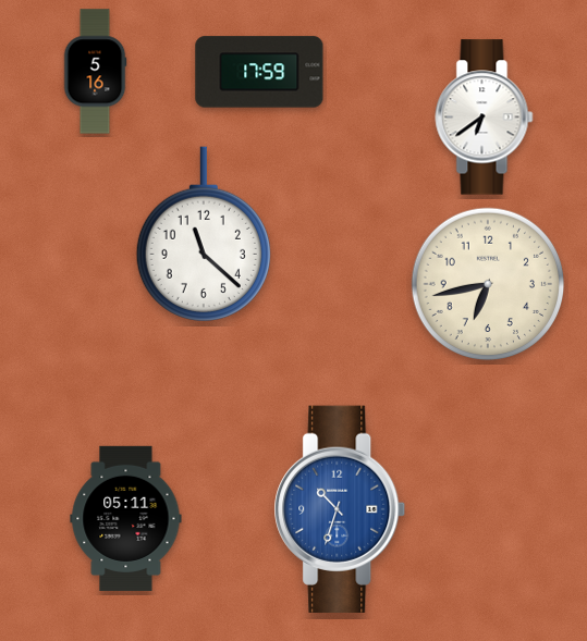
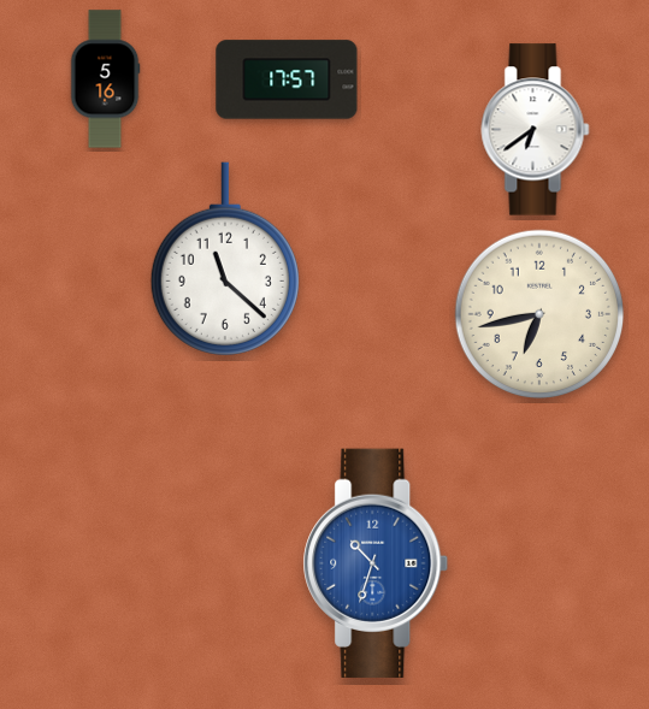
clock at (259, 72): 17:59 -> 17:57
clock at (126, 518): 05:11 -> none
